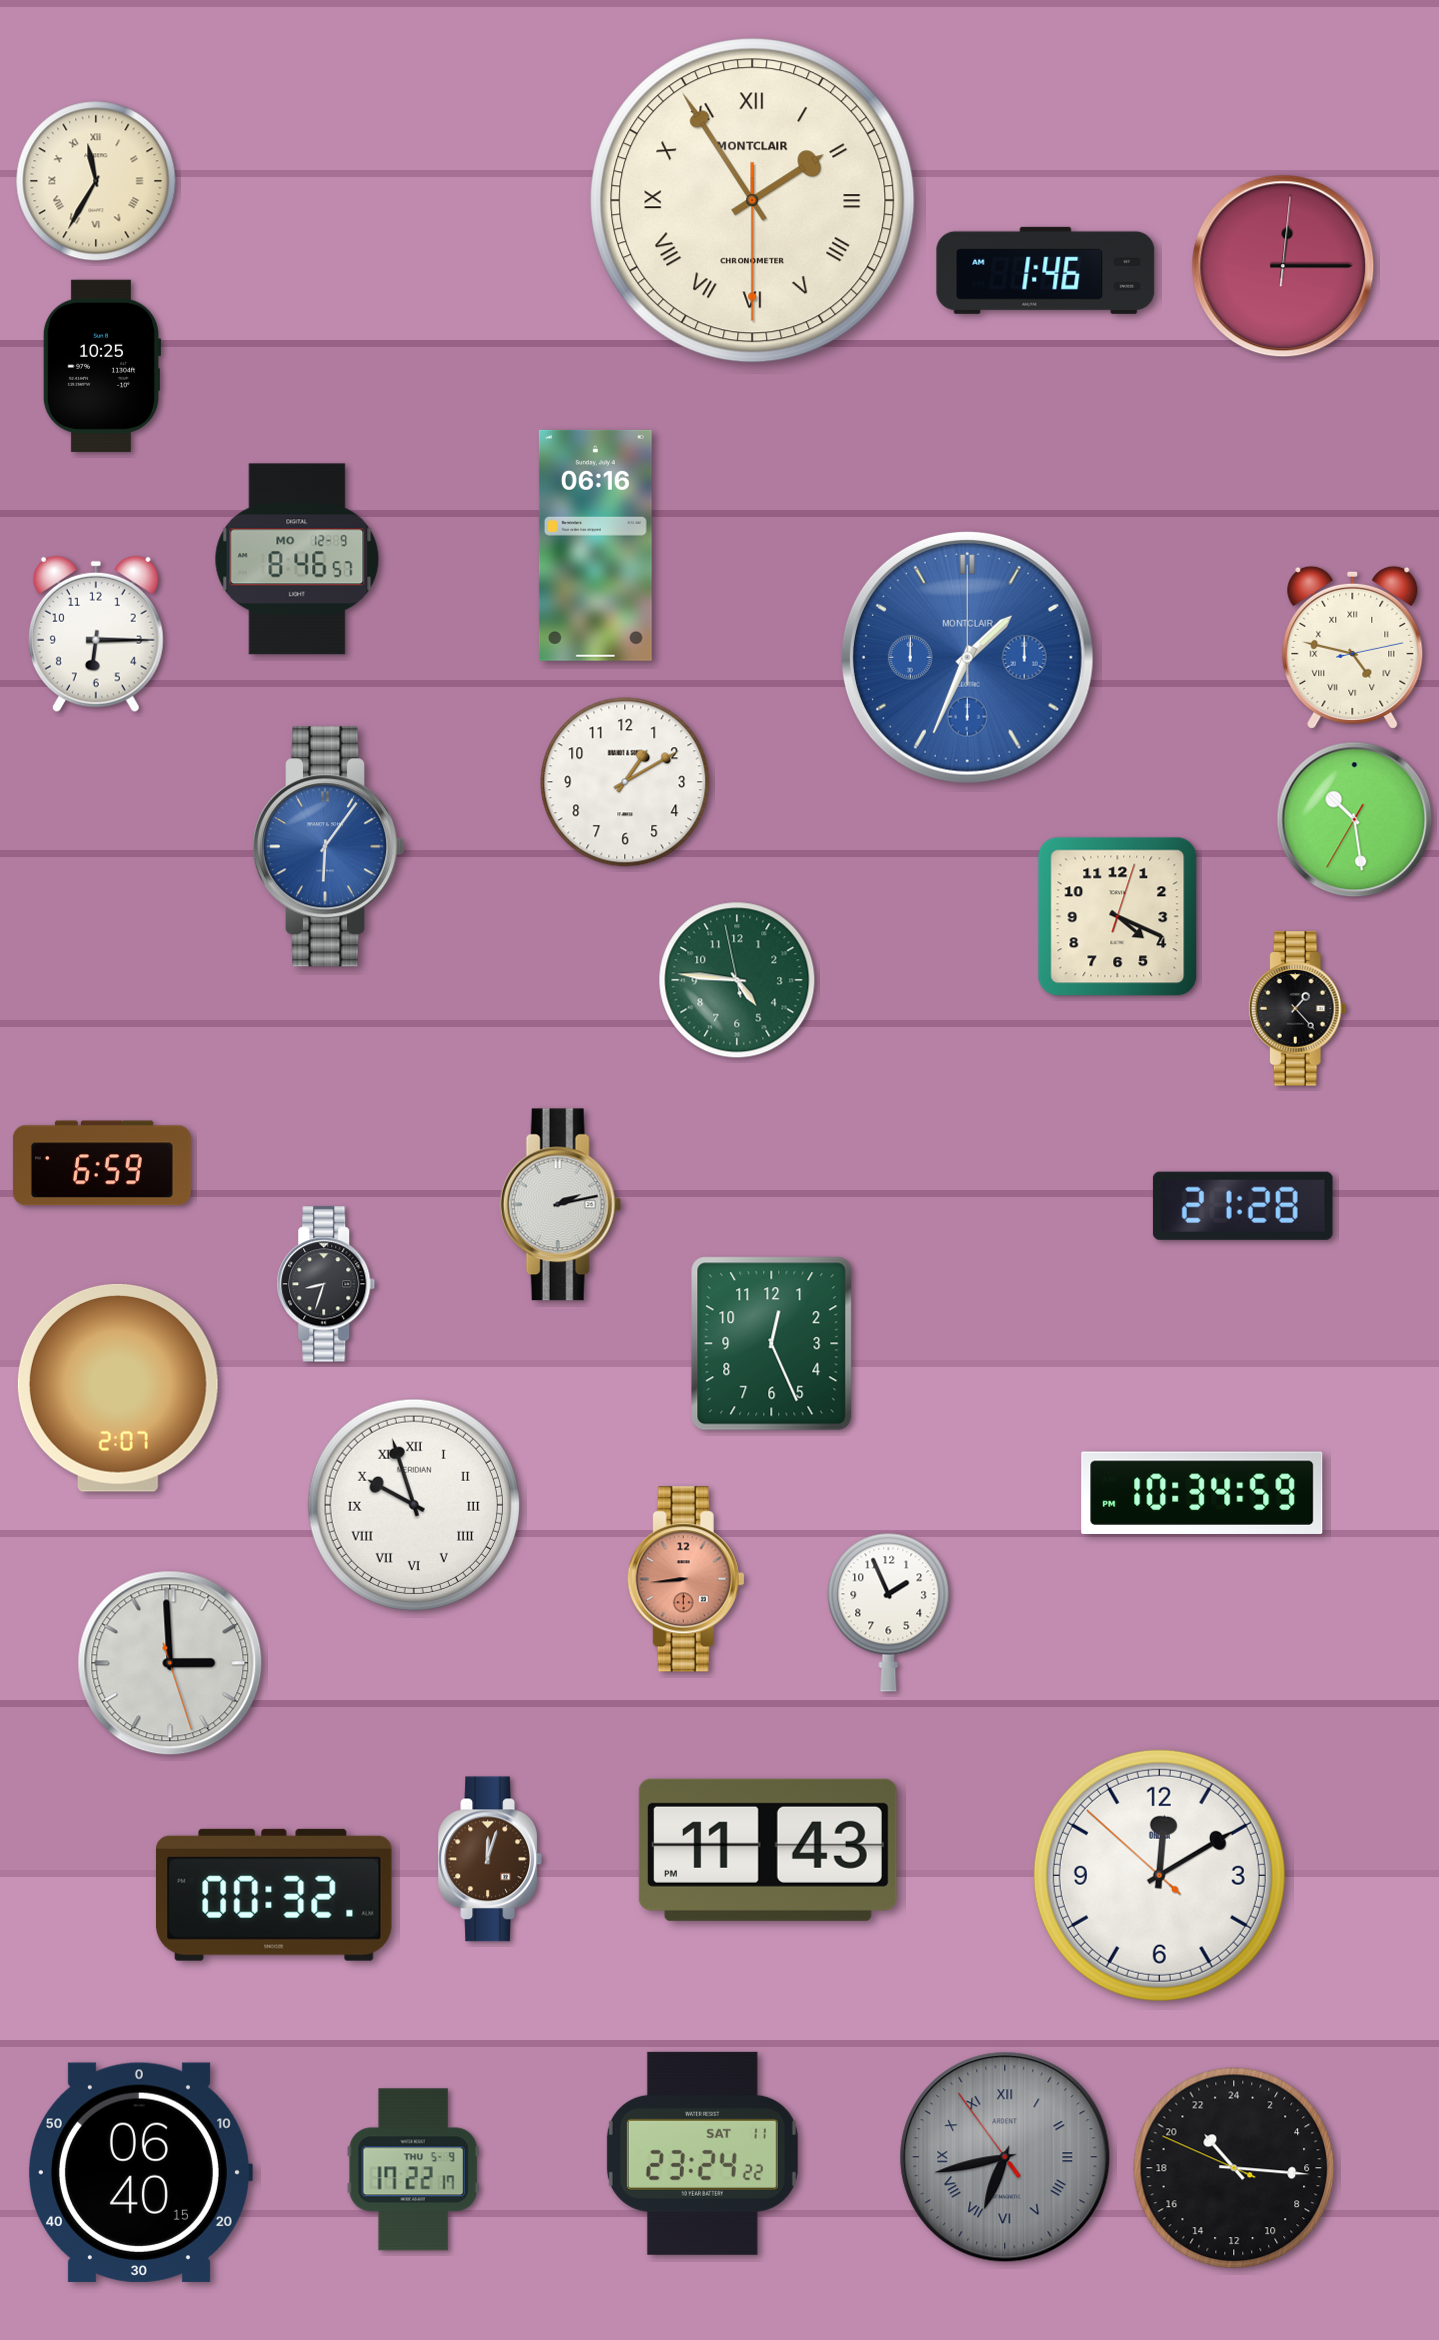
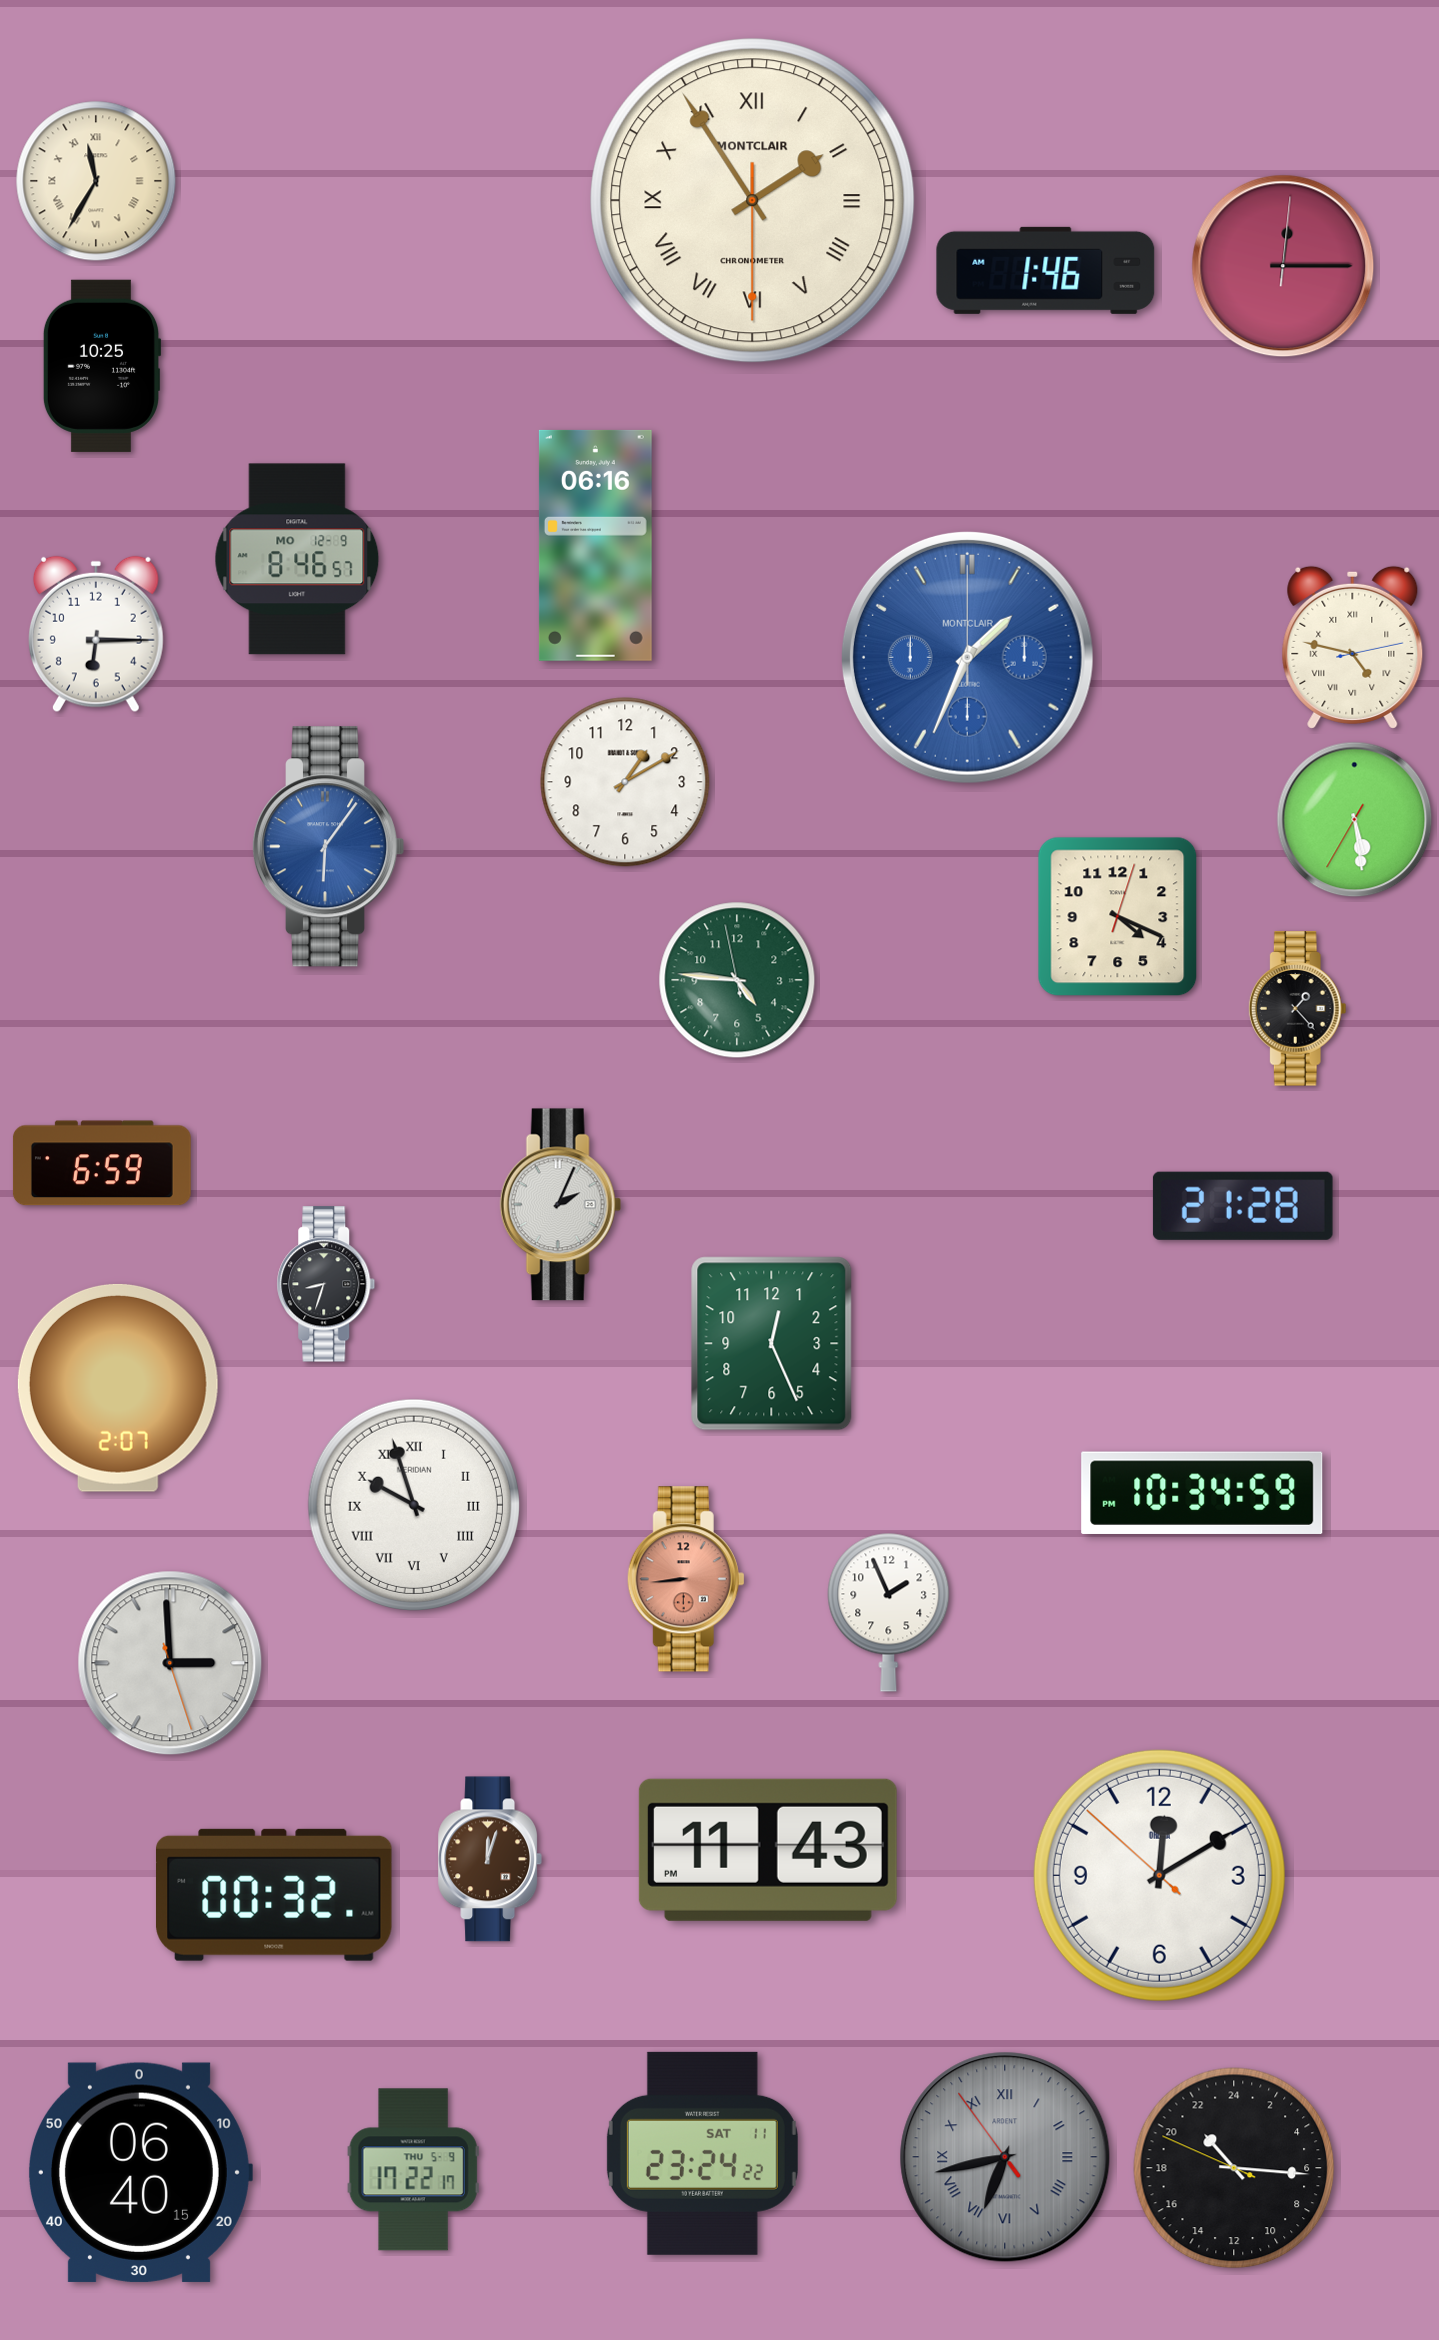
clock at (1355, 820): 10:28 -> 5:28
clock at (560, 1205): 2:13 -> 2:04
